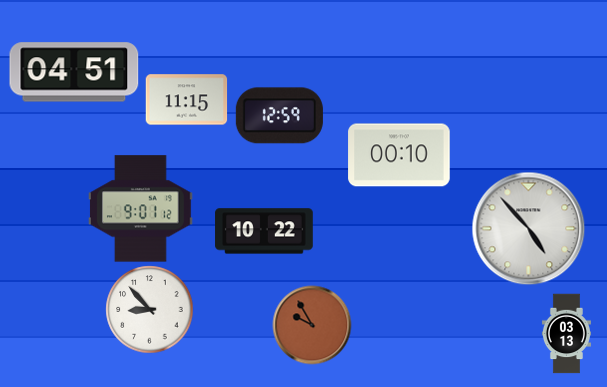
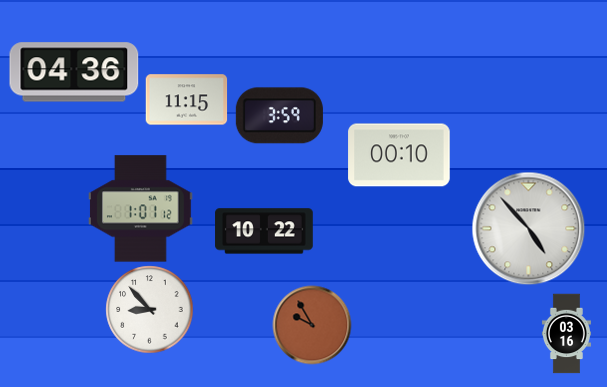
clock at (74, 72): 04:51 -> 04:36
clock at (279, 116): 12:59 -> 3:59
clock at (141, 209): 9:01 -> 1:01
clock at (566, 333): 03:13 -> 03:16
